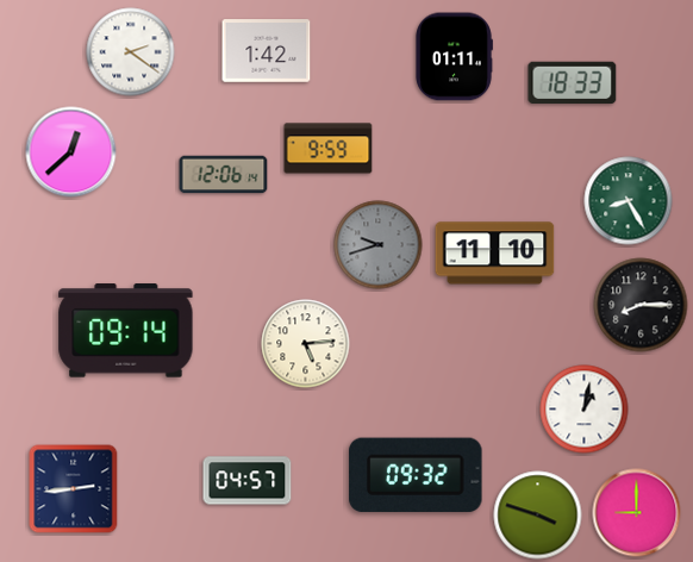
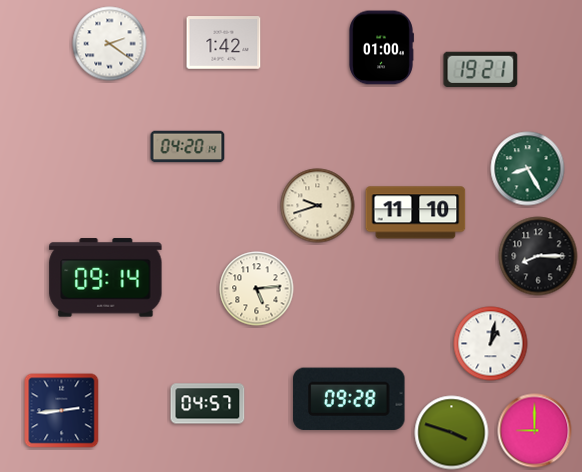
clock at (454, 57): 01:11 -> 01:00
clock at (573, 82): 18:33 -> 19:21
clock at (329, 149): 9:59 -> none
clock at (71, 152): 12:38 -> none
clock at (224, 175): 12:06 -> 04:20
clock at (379, 245) dial: grey -> cream
clock at (416, 475): 09:32 -> 09:28
